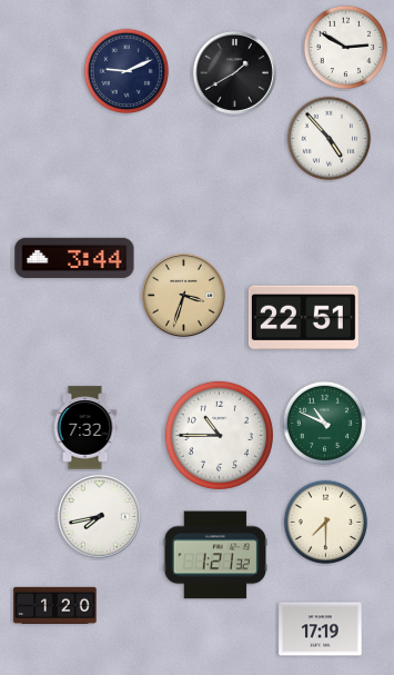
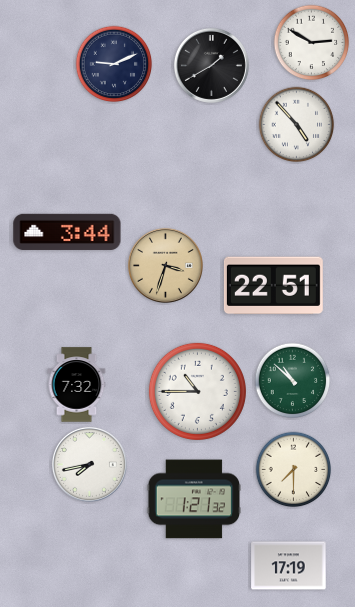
clock at (325, 424): 10:49 -> 10:52
clock at (55, 605): 1:20 -> none
